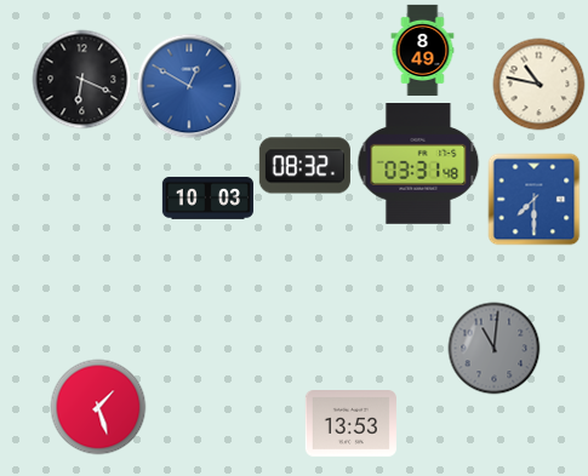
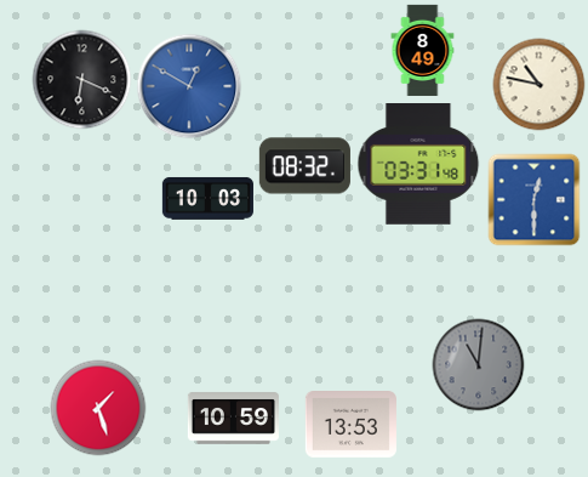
clock at (535, 200): 7:30 -> 12:30
clock at (495, 349) position: (495, 349) -> (479, 365)
clock at (233, 419): none -> 10:59
